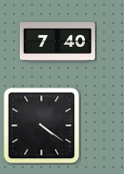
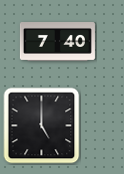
clock at (42, 126): 4:21 -> 5:00
